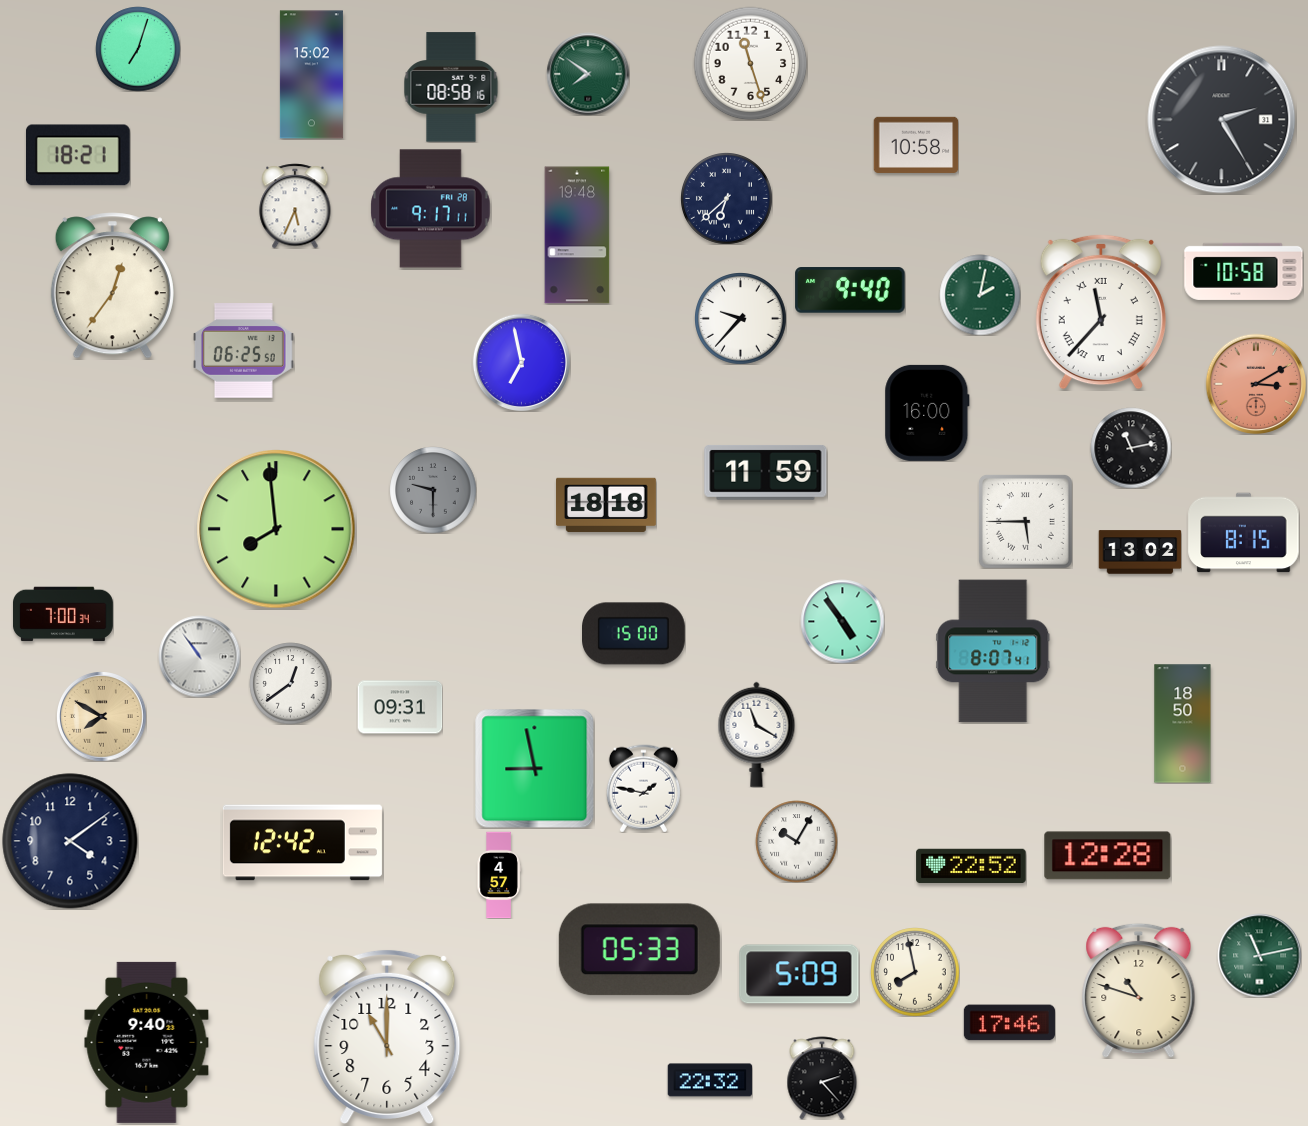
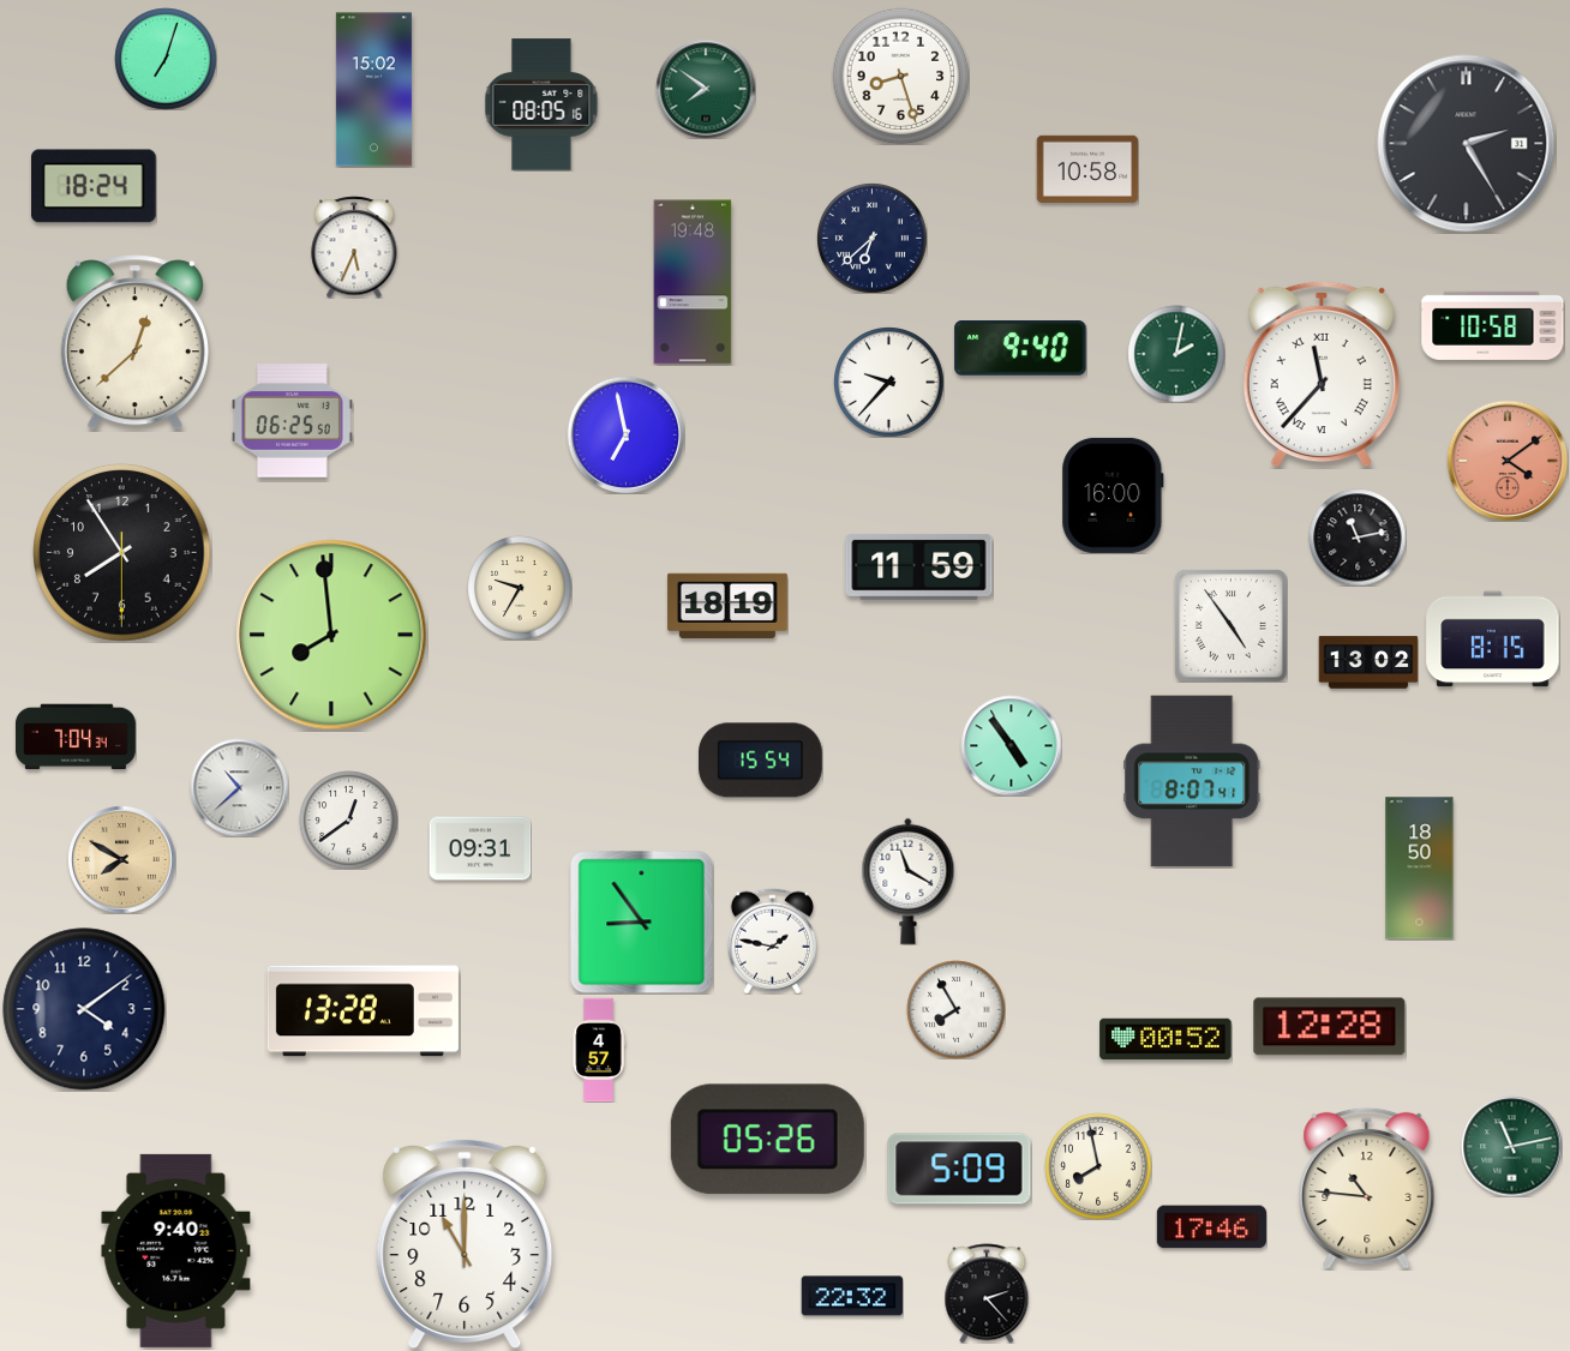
clock at (750, 63): 11:27 -> 8:27
clock at (451, 87): 08:58 -> 08:05
clock at (916, 144) position: (916, 144) -> (1087, 168)
clock at (78, 155): 18:21 -> 18:24
clock at (431, 209): 9:17 -> none
clock at (112, 286): 12:36 -> 12:38
clock at (1256, 384): 3:10 -> 4:09
clock at (122, 553): none -> 7:54
clock at (433, 490): 9:30 -> 9:35
clock at (433, 490) dial: grey -> cream
clock at (606, 505): 18:18 -> 18:19
clock at (1025, 521): 5:45 -> 4:54
clock at (63, 614): 7:00 -> 7:04
clock at (634, 634): 15:00 -> 15:54
clock at (199, 656): 10:54 -> 10:38
clock at (534, 768): 8:58 -> 8:54
clock at (643, 788) position: (643, 788) -> (772, 941)
clock at (796, 841): 10:05 -> 7:55
clock at (302, 843): 12:42 -> 13:28
clock at (971, 866): 22:52 -> 00:52
clock at (639, 950): 05:33 -> 05:26
clock at (1139, 990): 10:48 -> 10:46
